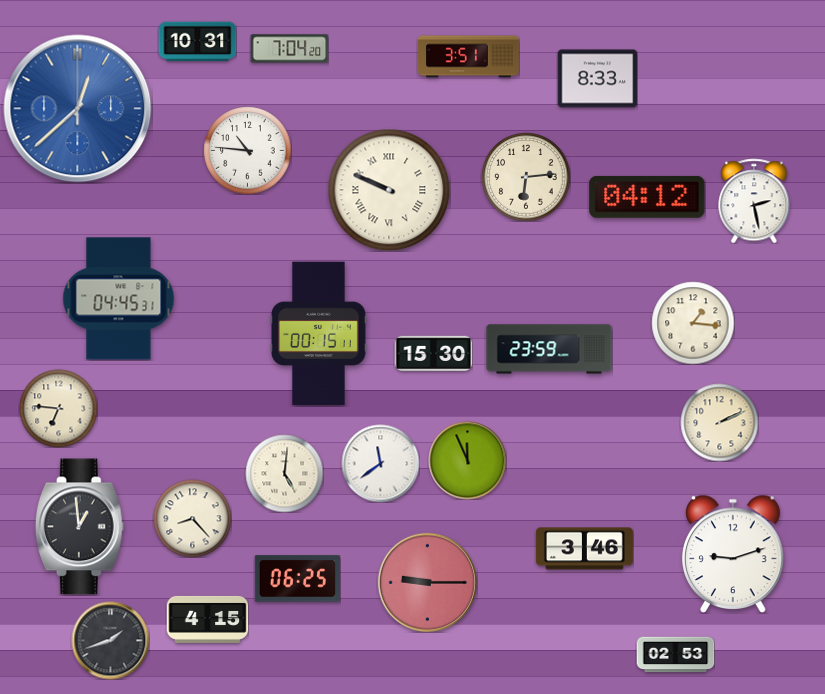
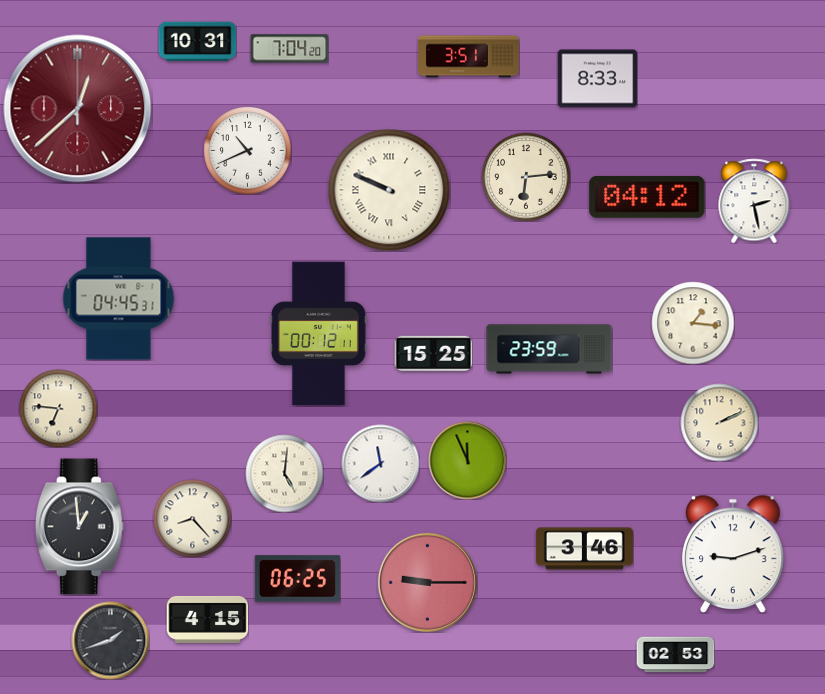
clock at (78, 109) dial: blue -> burgundy
clock at (247, 150): 10:46 -> 10:41
clock at (319, 334): 00:15 -> 00:12
clock at (433, 353): 15:30 -> 15:25
